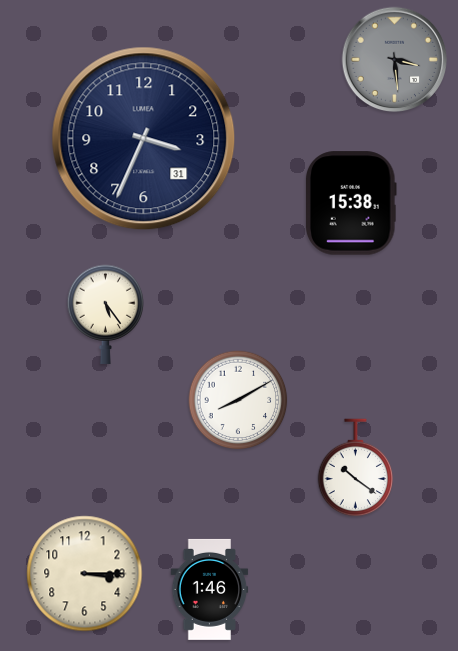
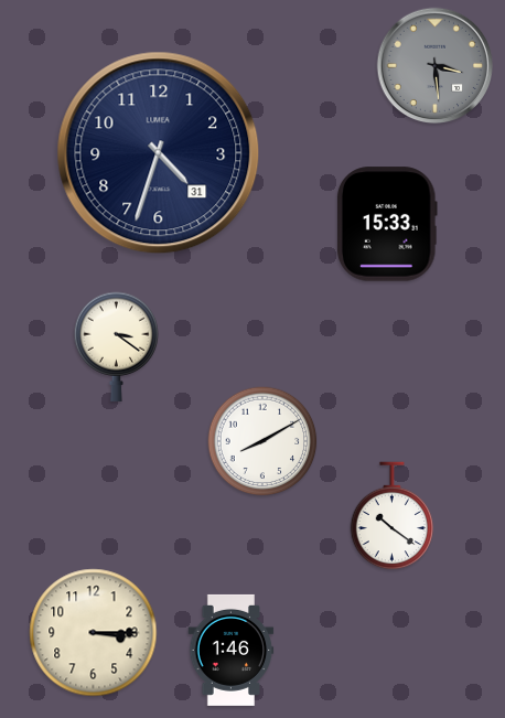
clock at (144, 139): 3:34 -> 4:33
clock at (351, 203): 15:38 -> 15:33
clock at (106, 314): 5:24 -> 3:21
